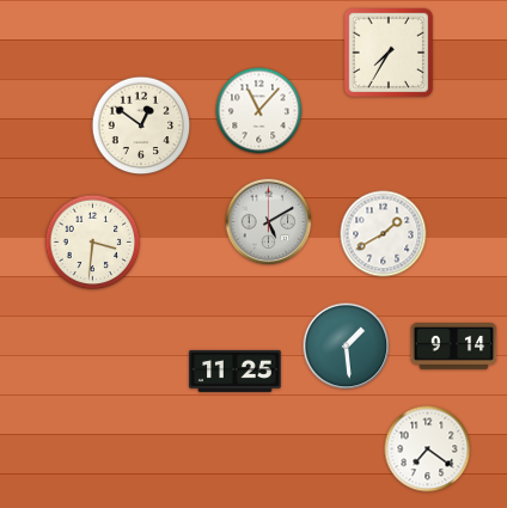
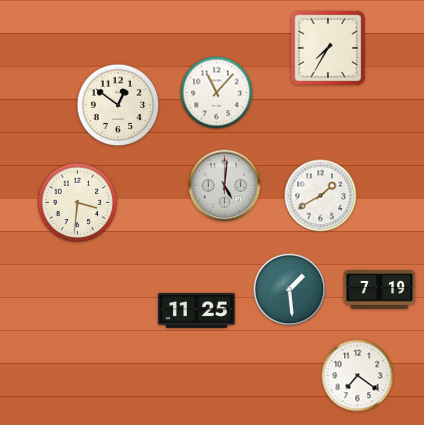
clock at (387, 51) position: (387, 51) -> (327, 47)
clock at (269, 222): 5:10 -> 5:01
clock at (454, 347): 9:14 -> 7:19
